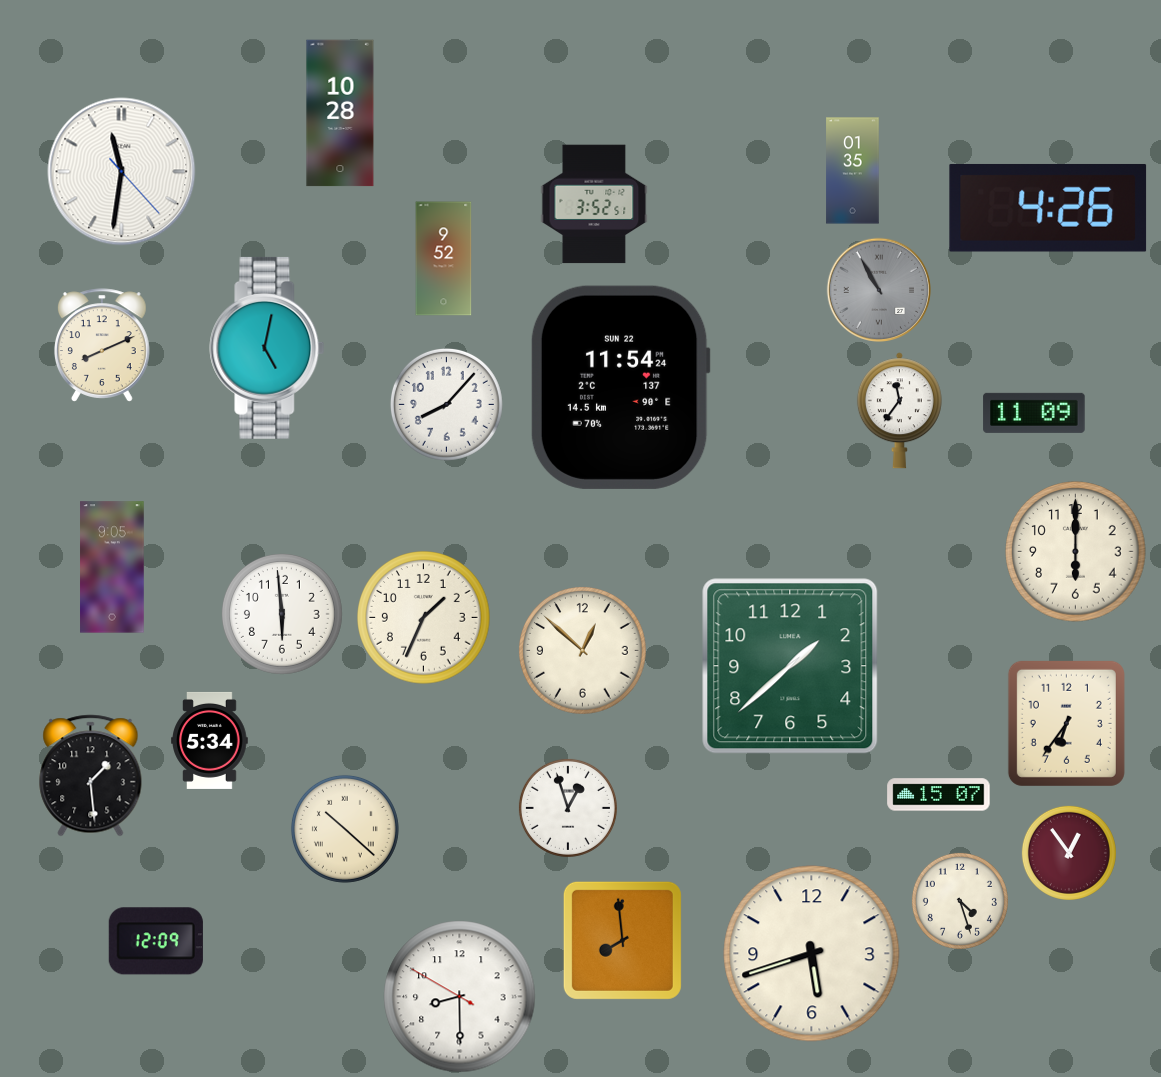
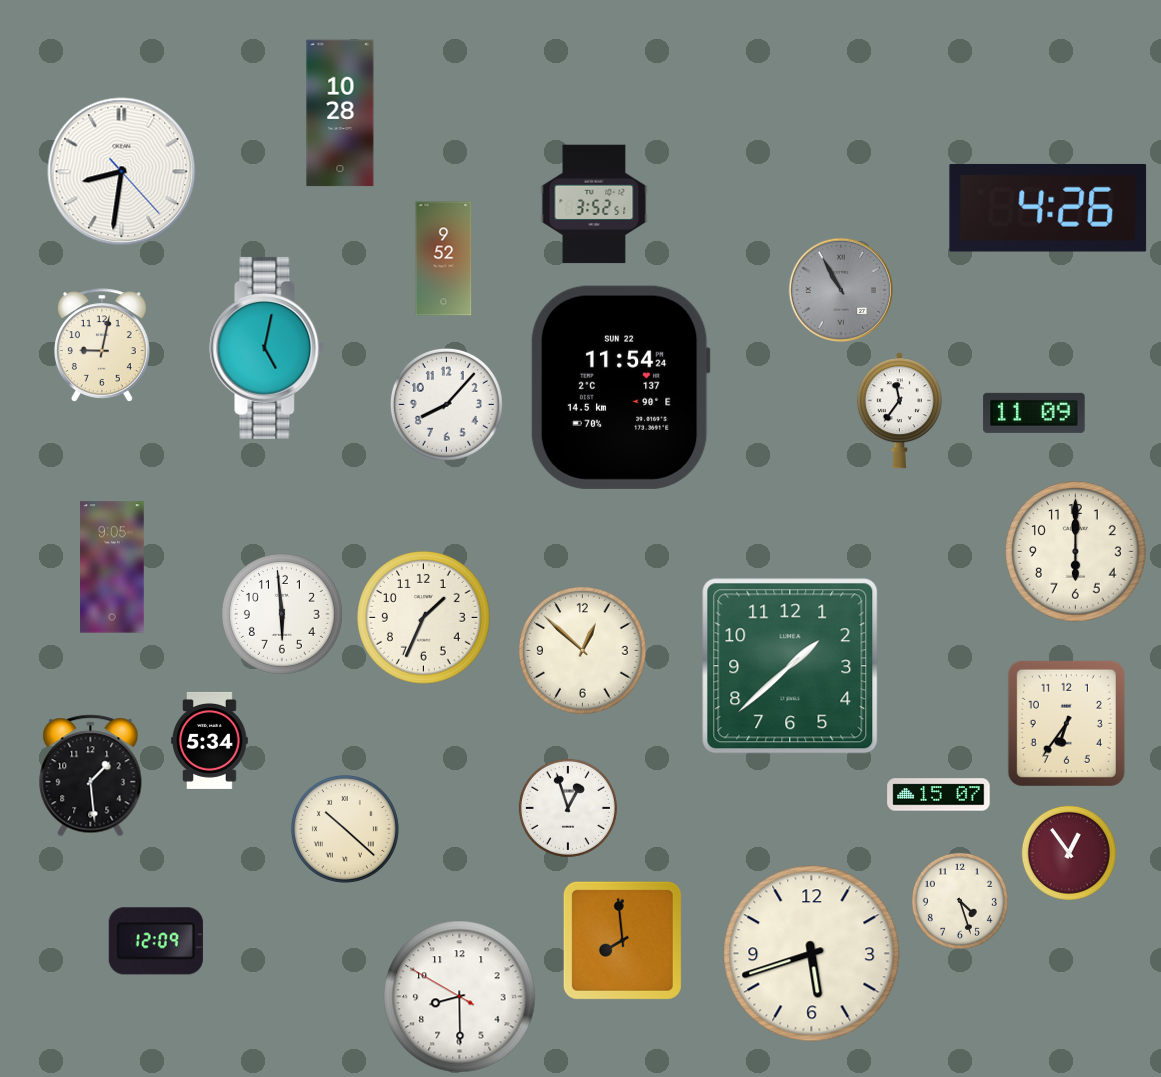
clock at (853, 171): 01:35 -> none
clock at (122, 172): 11:31 -> 8:31
clock at (879, 290) position: (879, 290) -> (841, 290)
clock at (102, 345): 8:11 -> 9:02
